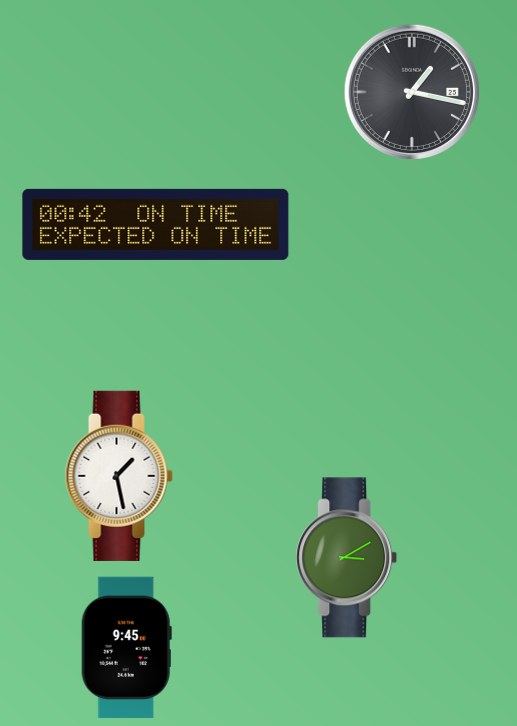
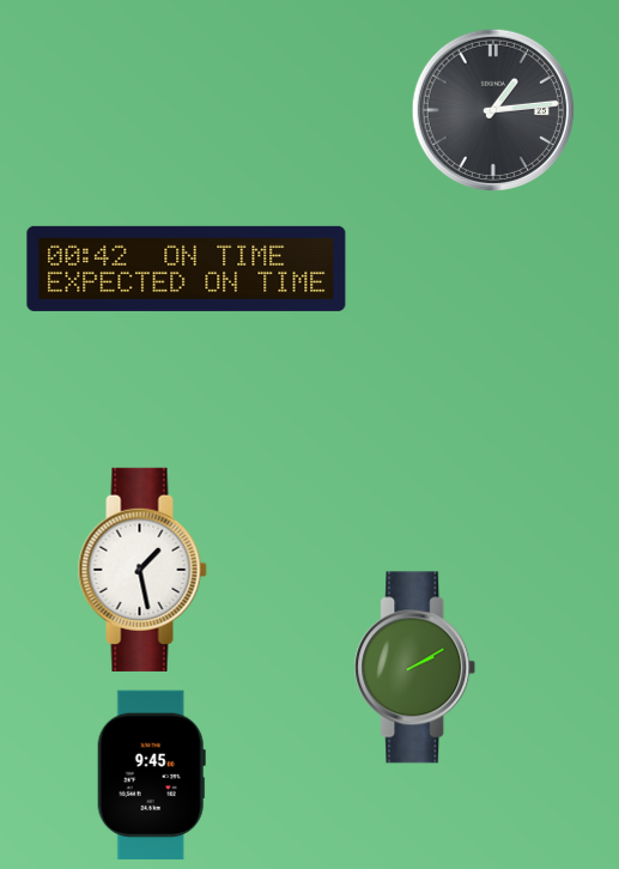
clock at (411, 91): 1:17 -> 1:14
clock at (347, 558): 3:10 -> 2:10
